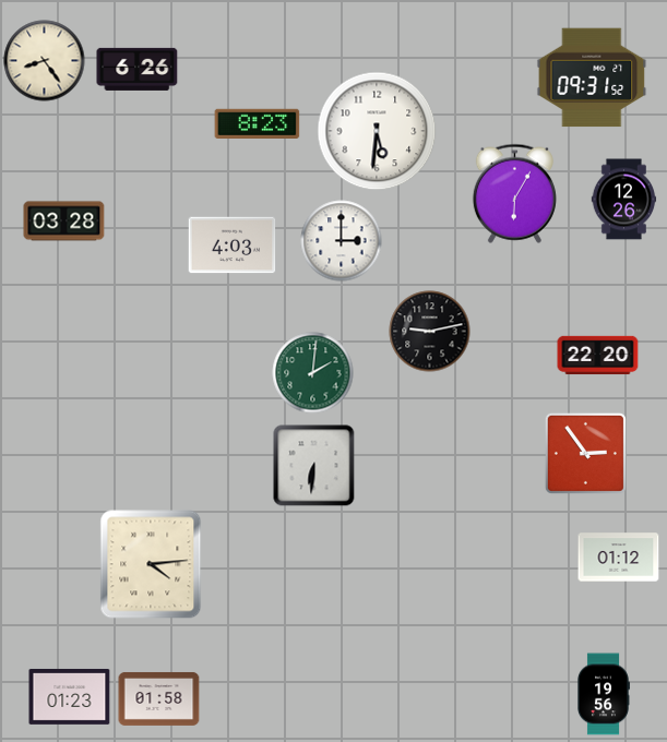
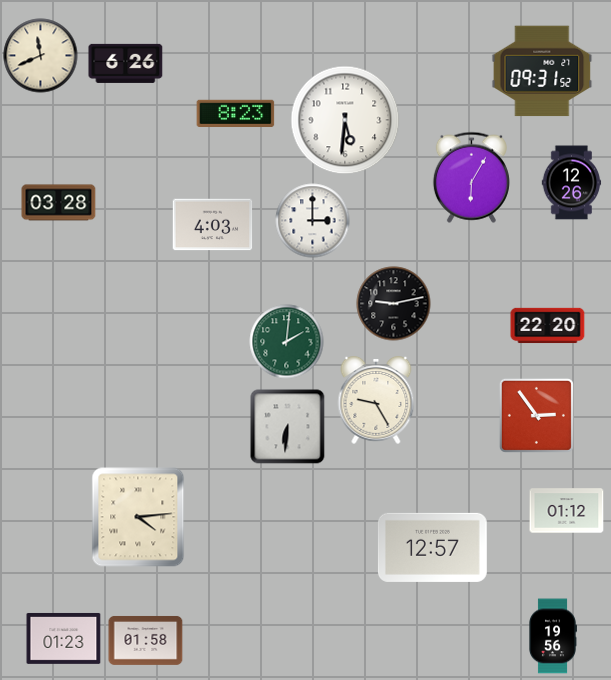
clock at (45, 61): 8:24 -> 11:41
clock at (376, 401): none -> 9:25
clock at (432, 547): none -> 12:57
